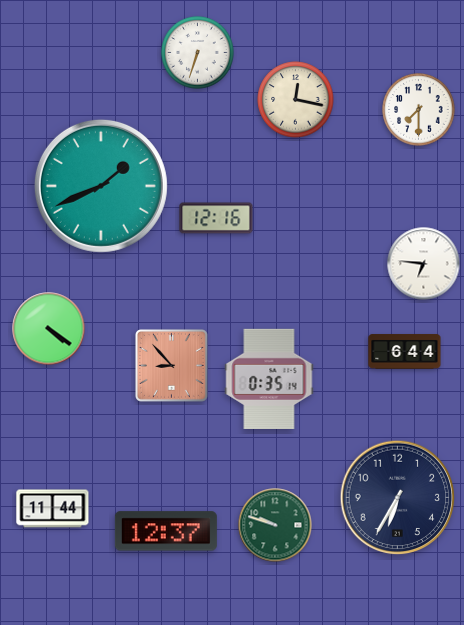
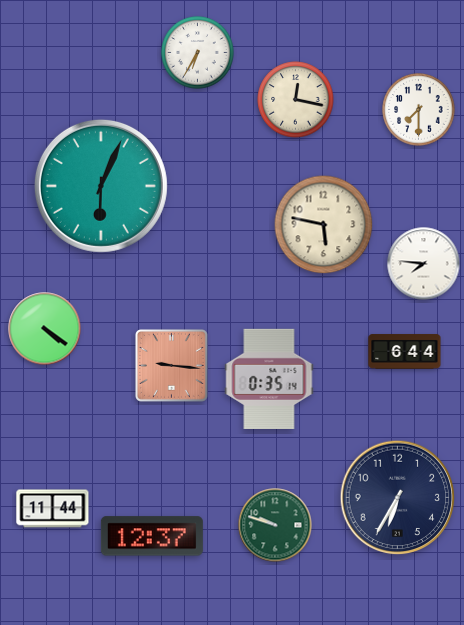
clock at (198, 53): 6:33 -> 6:35
clock at (101, 186): 1:41 -> 6:04
clock at (216, 218): 12:16 -> none
clock at (324, 225): none -> 5:47
clock at (424, 264): 6:46 -> 7:46
clock at (49, 329) position: (49, 329) -> (45, 329)
clock at (171, 365): 8:53 -> 9:16
clock at (166, 531) position: (166, 531) -> (152, 536)
